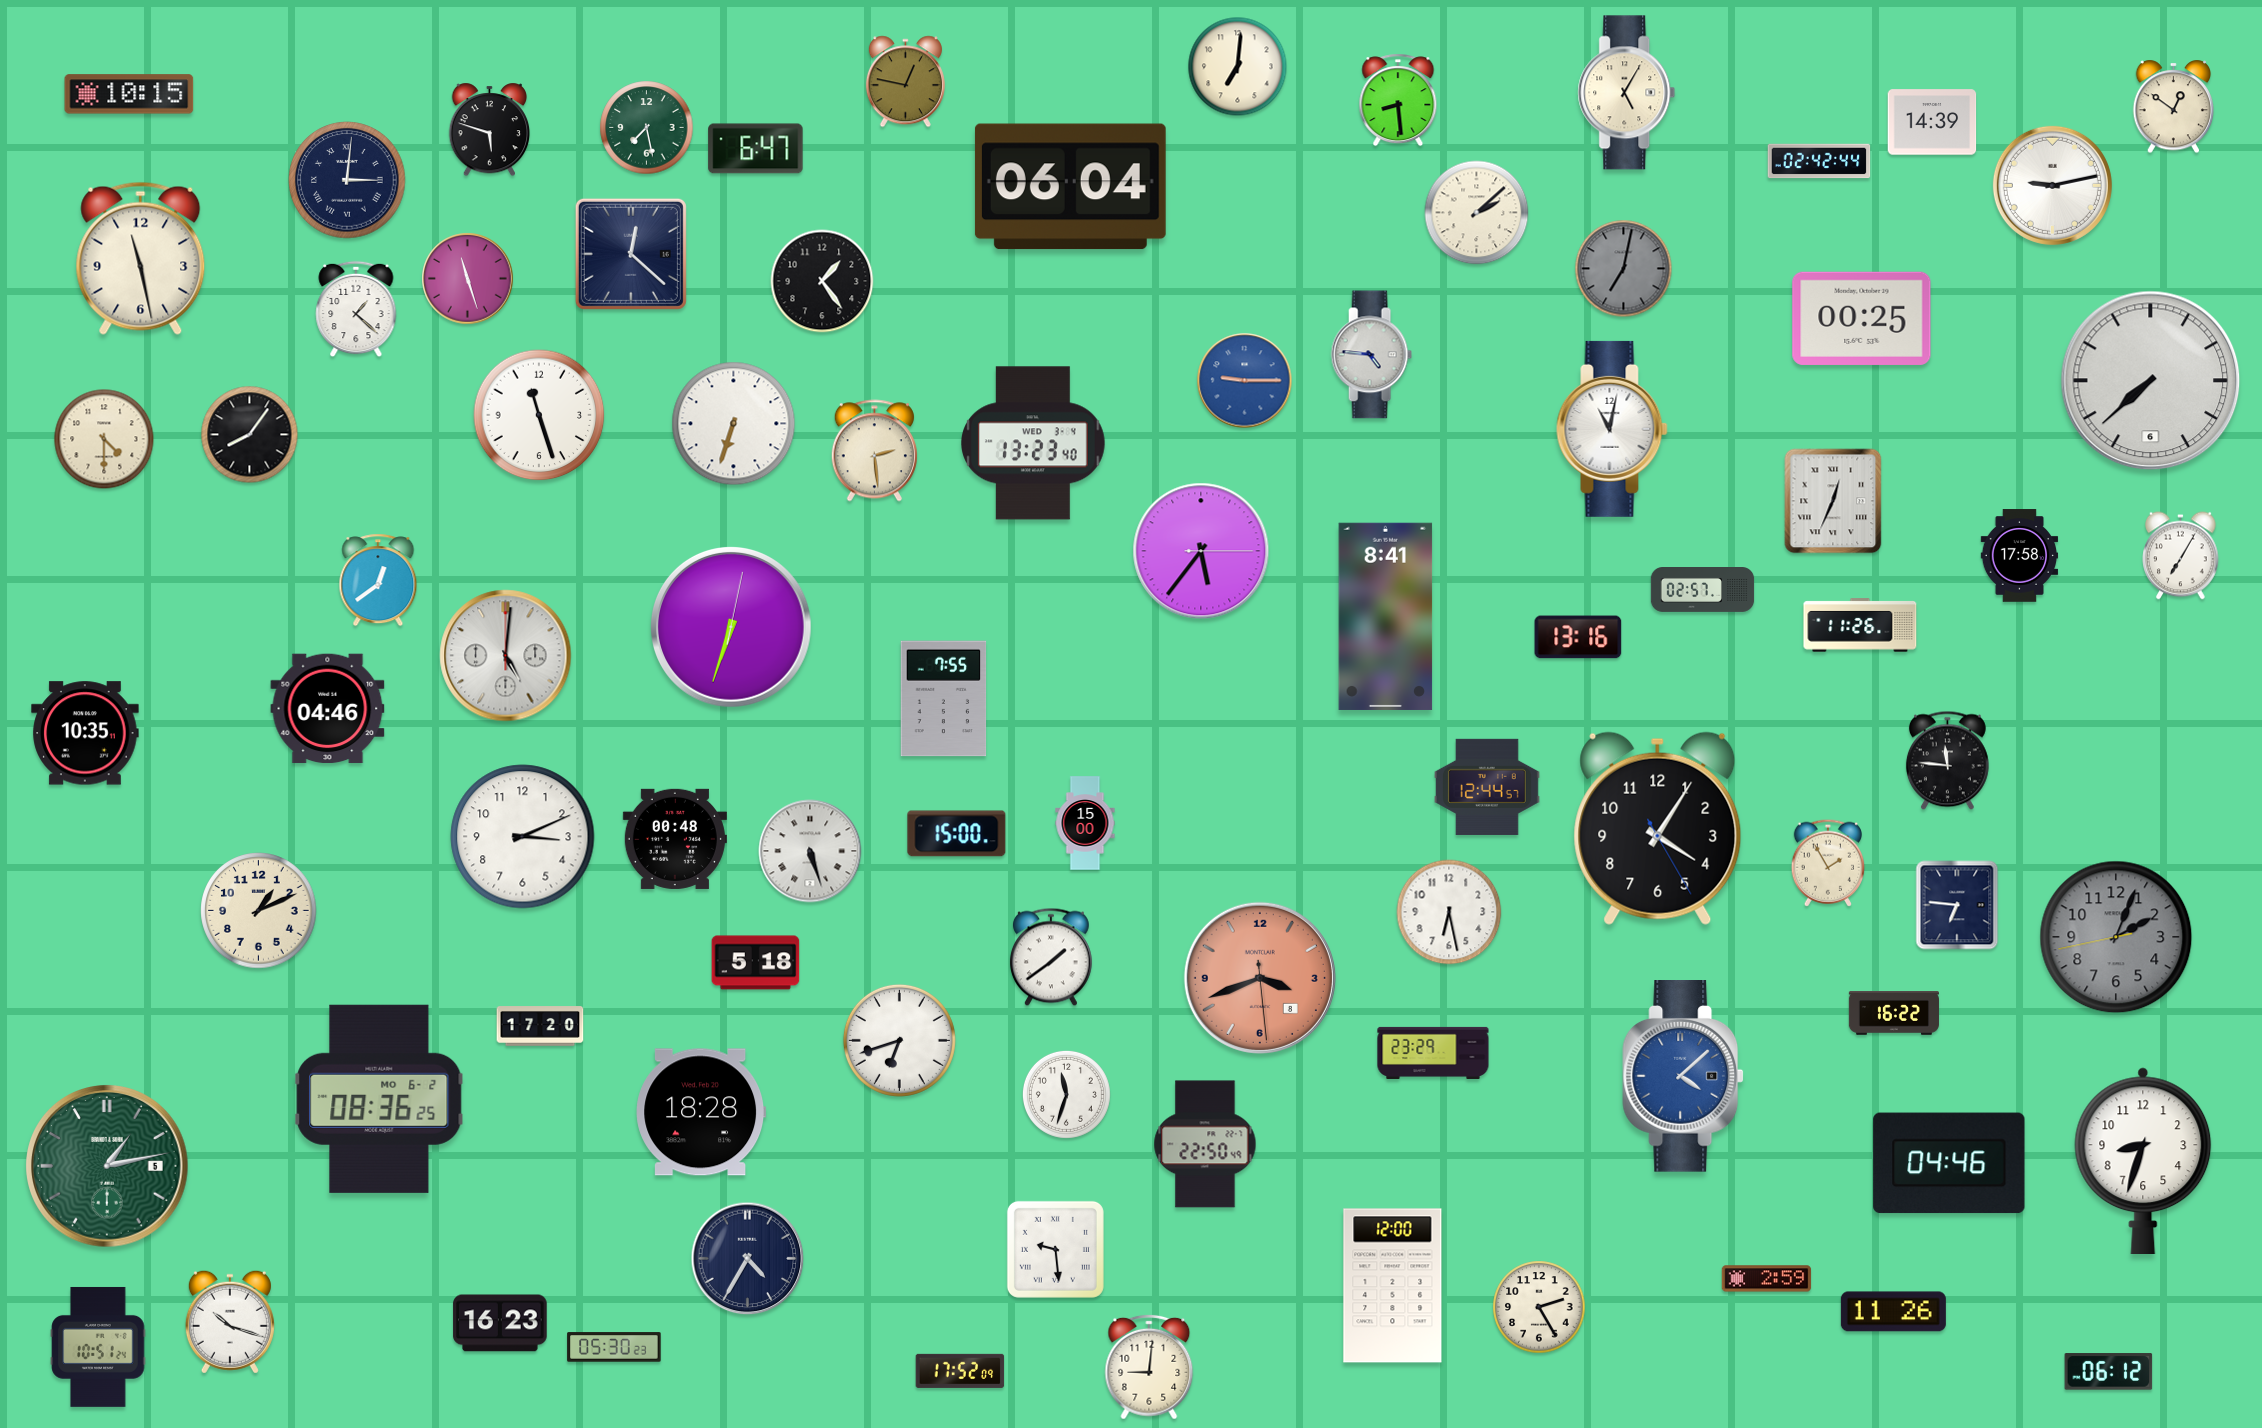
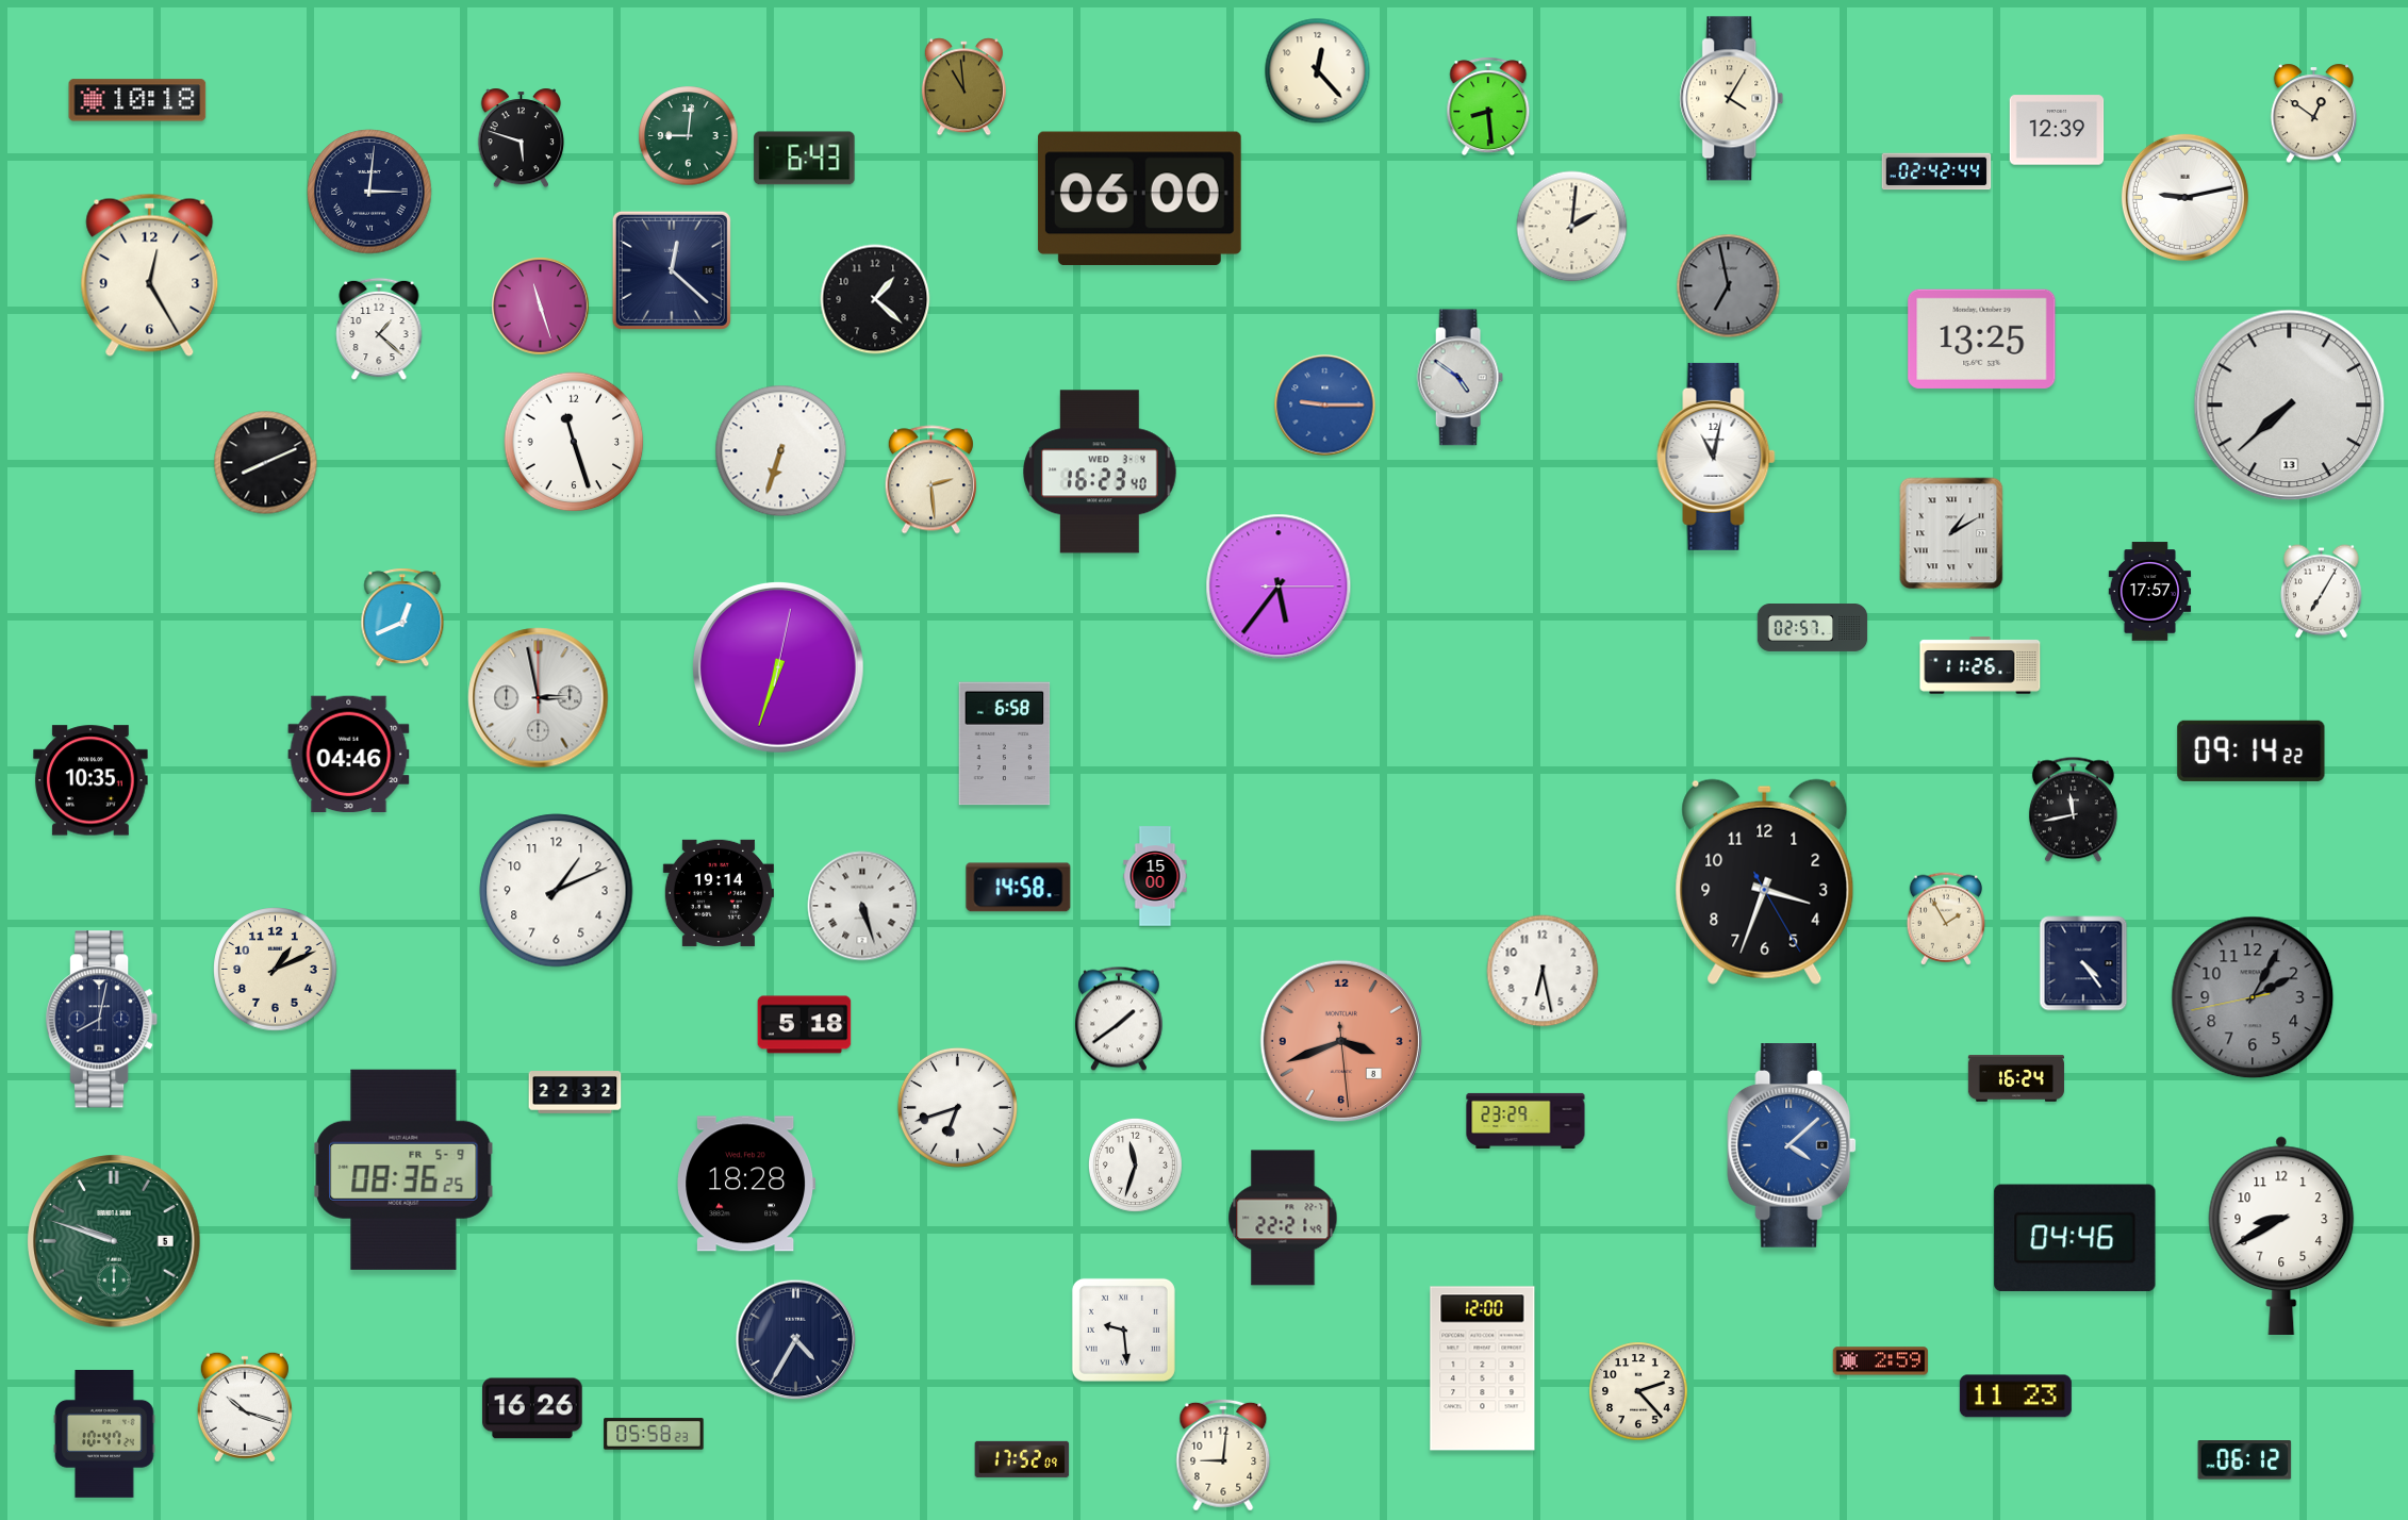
clock at (1238, 67): 7:01 -> 12:23
clock at (905, 82): 12:47 -> 10:59
clock at (1627, 93): 5:05 -> 4:05
clock at (129, 94): 10:15 -> 10:18
clock at (1932, 122): 14:39 -> 12:39
clock at (647, 128): 7:28 -> 9:01
clock at (756, 149): 6:47 -> 6:43
clock at (1070, 187): 06:04 -> 06:00
clock at (1477, 213): 2:08 -> 2:01
clock at (141, 258): 11:28 -> 12:25
clock at (1624, 269): 7:02 -> 6:58
clock at (468, 279) position: (468, 279) -> (541, 307)
clock at (822, 281): 1:24 -> 1:22
clock at (1862, 318): 00:25 -> 13:25
clock at (1371, 355): 4:46 -> 4:51
clock at (2151, 381) date: 6 -> 13
clock at (250, 435): 8:06 -> 8:11
clock at (104, 439): 4:30 -> none
clock at (1034, 443): 13:23 -> 16:23
clock at (1833, 501): 12:34 -> 1:10
clock at (2020, 556): 17:58 -> 17:57
clock at (378, 580): 12:39 -> 12:41
clock at (1386, 616): 8:41 -> none
clock at (1578, 637): 13:16 -> none
clock at (506, 656): 5:01 -> 2:58
clock at (944, 699): 7:55 -> 6:58
clock at (2252, 750): none -> 09:14
clock at (1947, 761): 11:46 -> 11:43
clock at (1487, 787): 12:44 -> none
clock at (1658, 828): 4:05 -> 3:33
clock at (957, 834): 15:00 -> 14:58
clock at (523, 837): 3:11 -> 1:11
clock at (675, 839): 00:48 -> 19:14
clock at (1957, 905): 6:46 -> 4:24
clock at (2116, 937): 2:03 -> 2:04
clock at (103, 1020): none -> 8:02
clock at (1894, 1013): 16:22 -> 16:24
clock at (540, 1026): 17:20 -> 22:32
clock at (379, 1099) date: MO 6-2 -> FR 5-9
clock at (1205, 1144): 22:50 -> 22:21
clock at (2143, 1160): 8:33 -> 8:40
clock at (107, 1166): 1:13 -> 9:48
clock at (1539, 1307): 2:25 -> 2:23
clock at (1893, 1312): 11:26 -> 11:23
clock at (500, 1323): 16:23 -> 16:26
clock at (98, 1347): 10:51 -> 10:47
clock at (614, 1347): 05:30 -> 05:58
